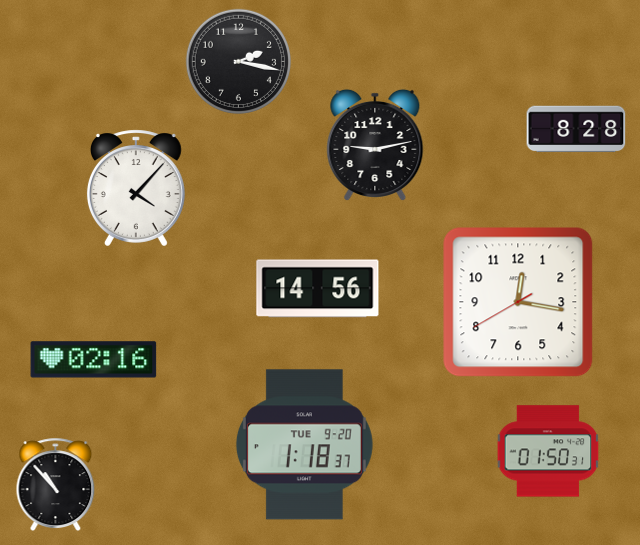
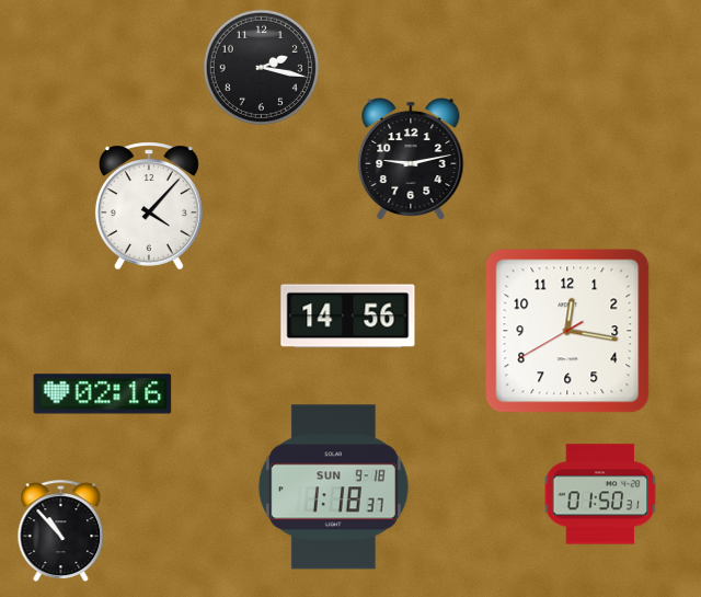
clock at (576, 129): 8:28 -> none
clock at (304, 445) date: TUE 9-20 -> SUN 9-18
